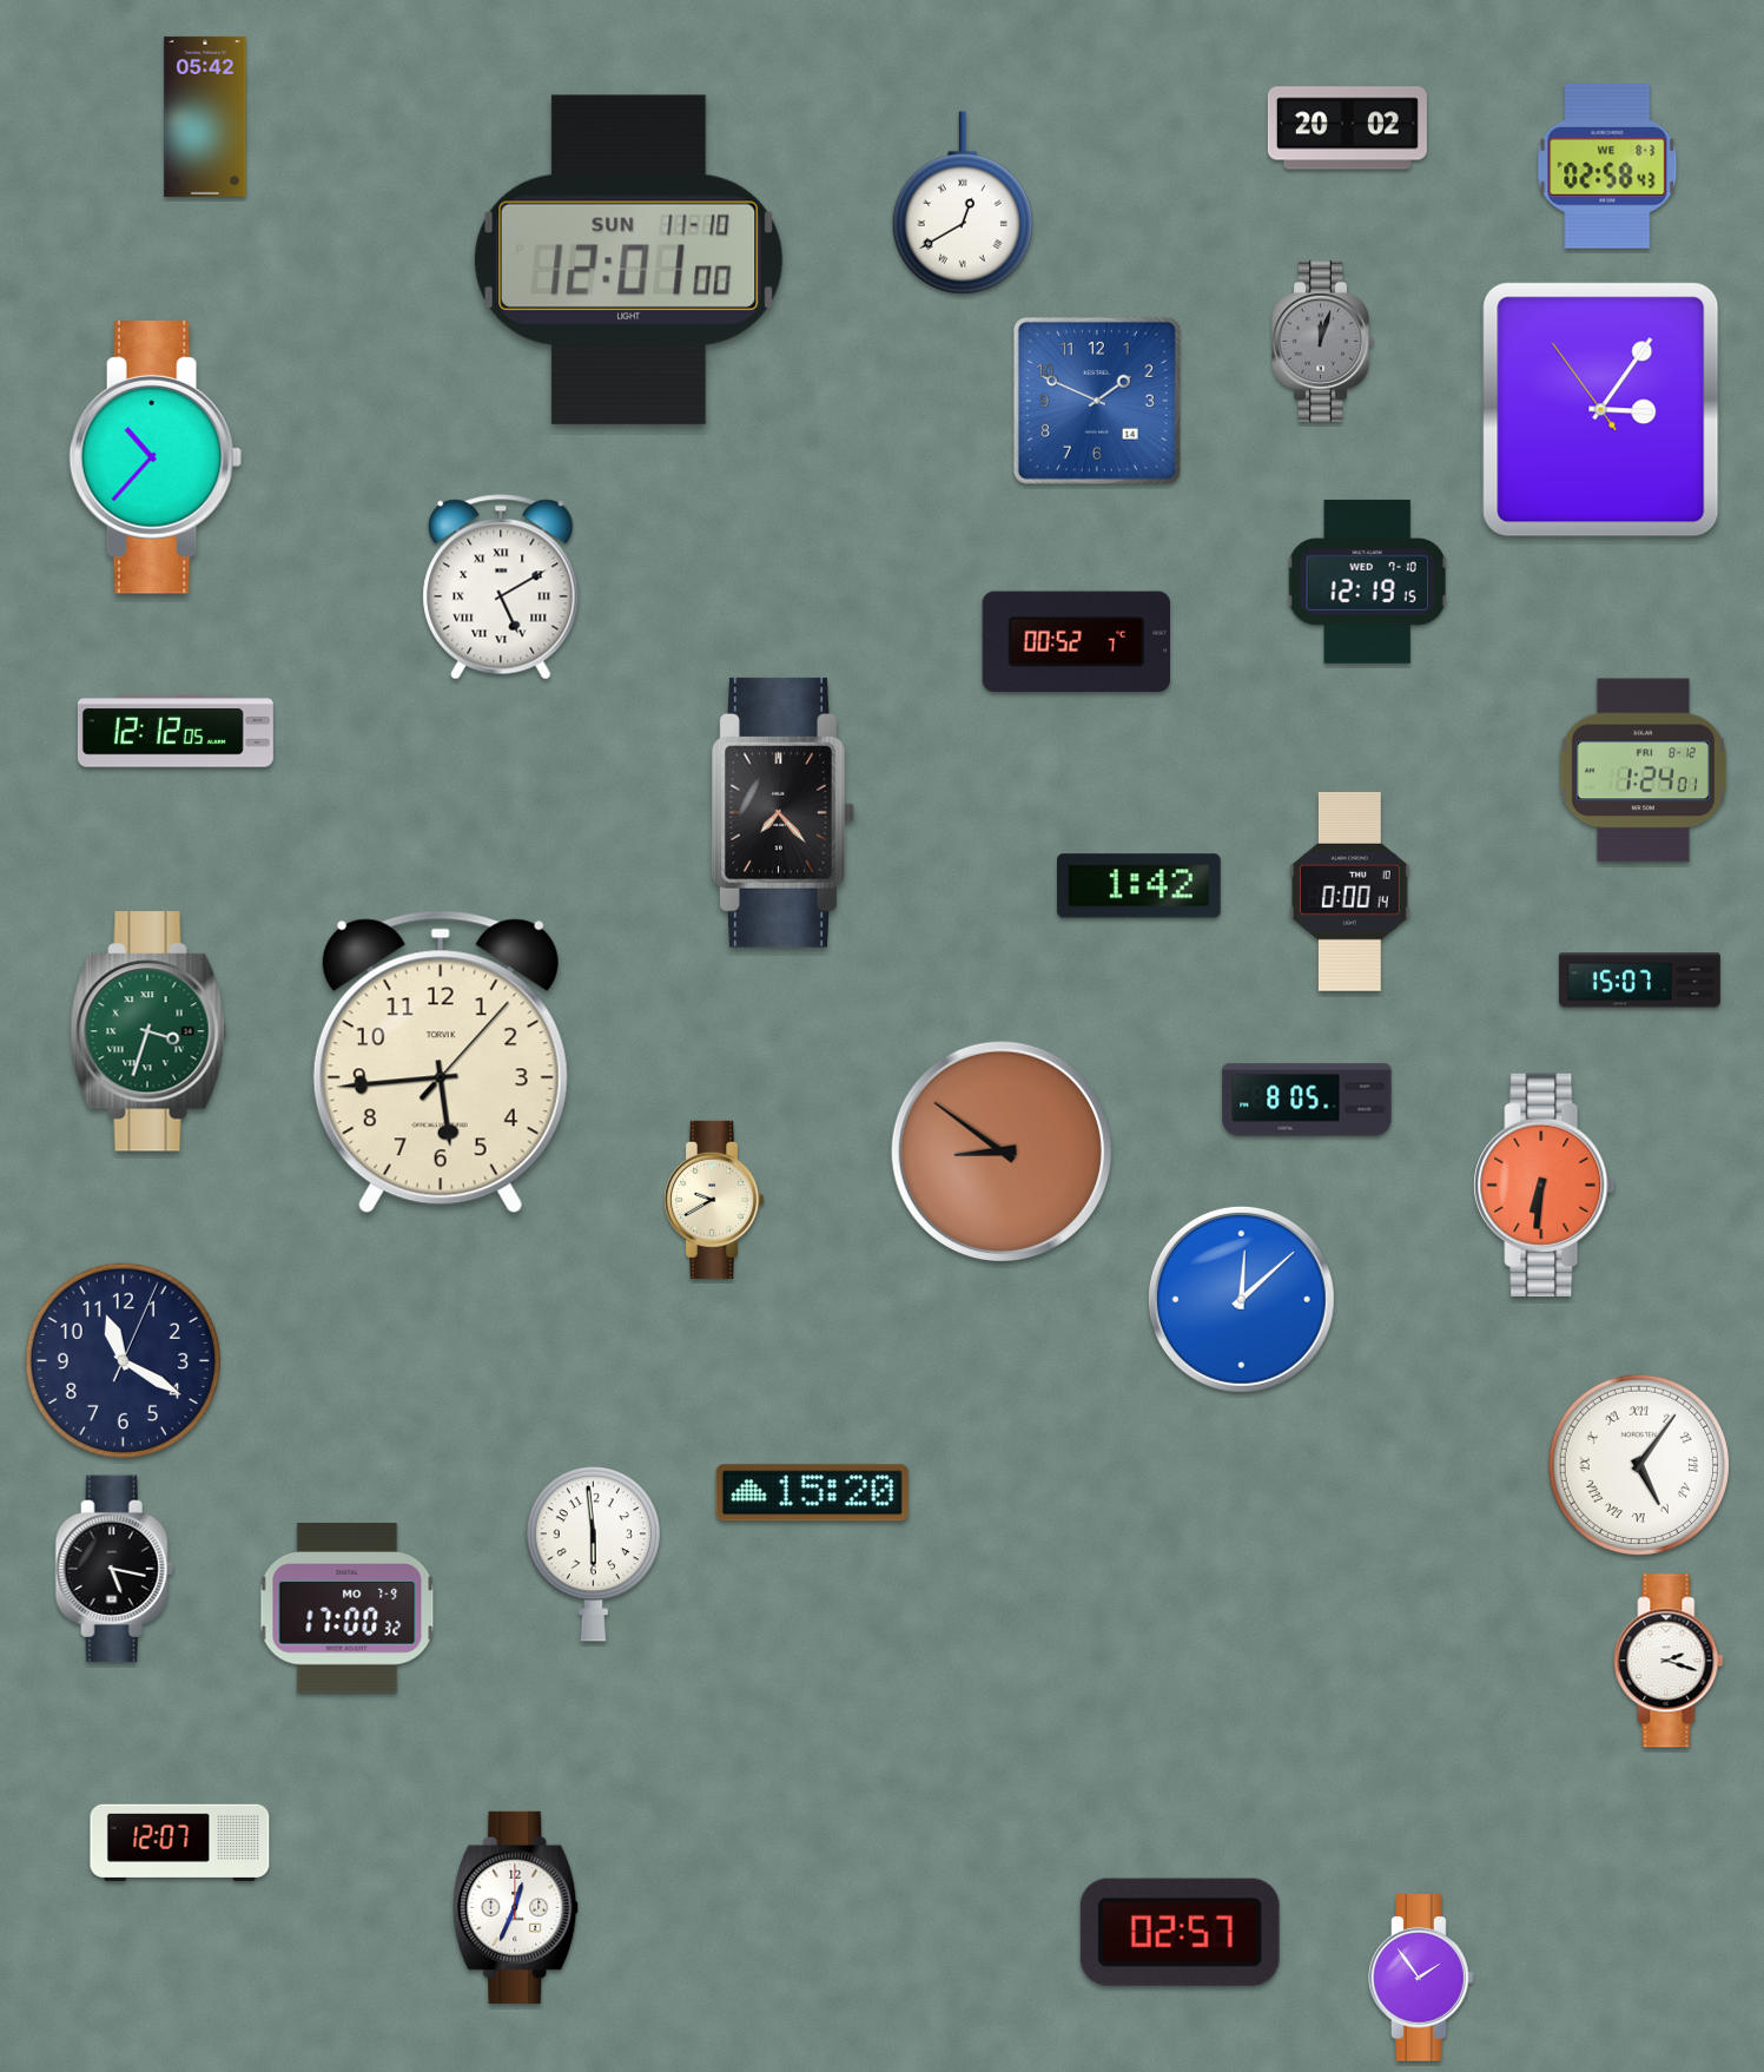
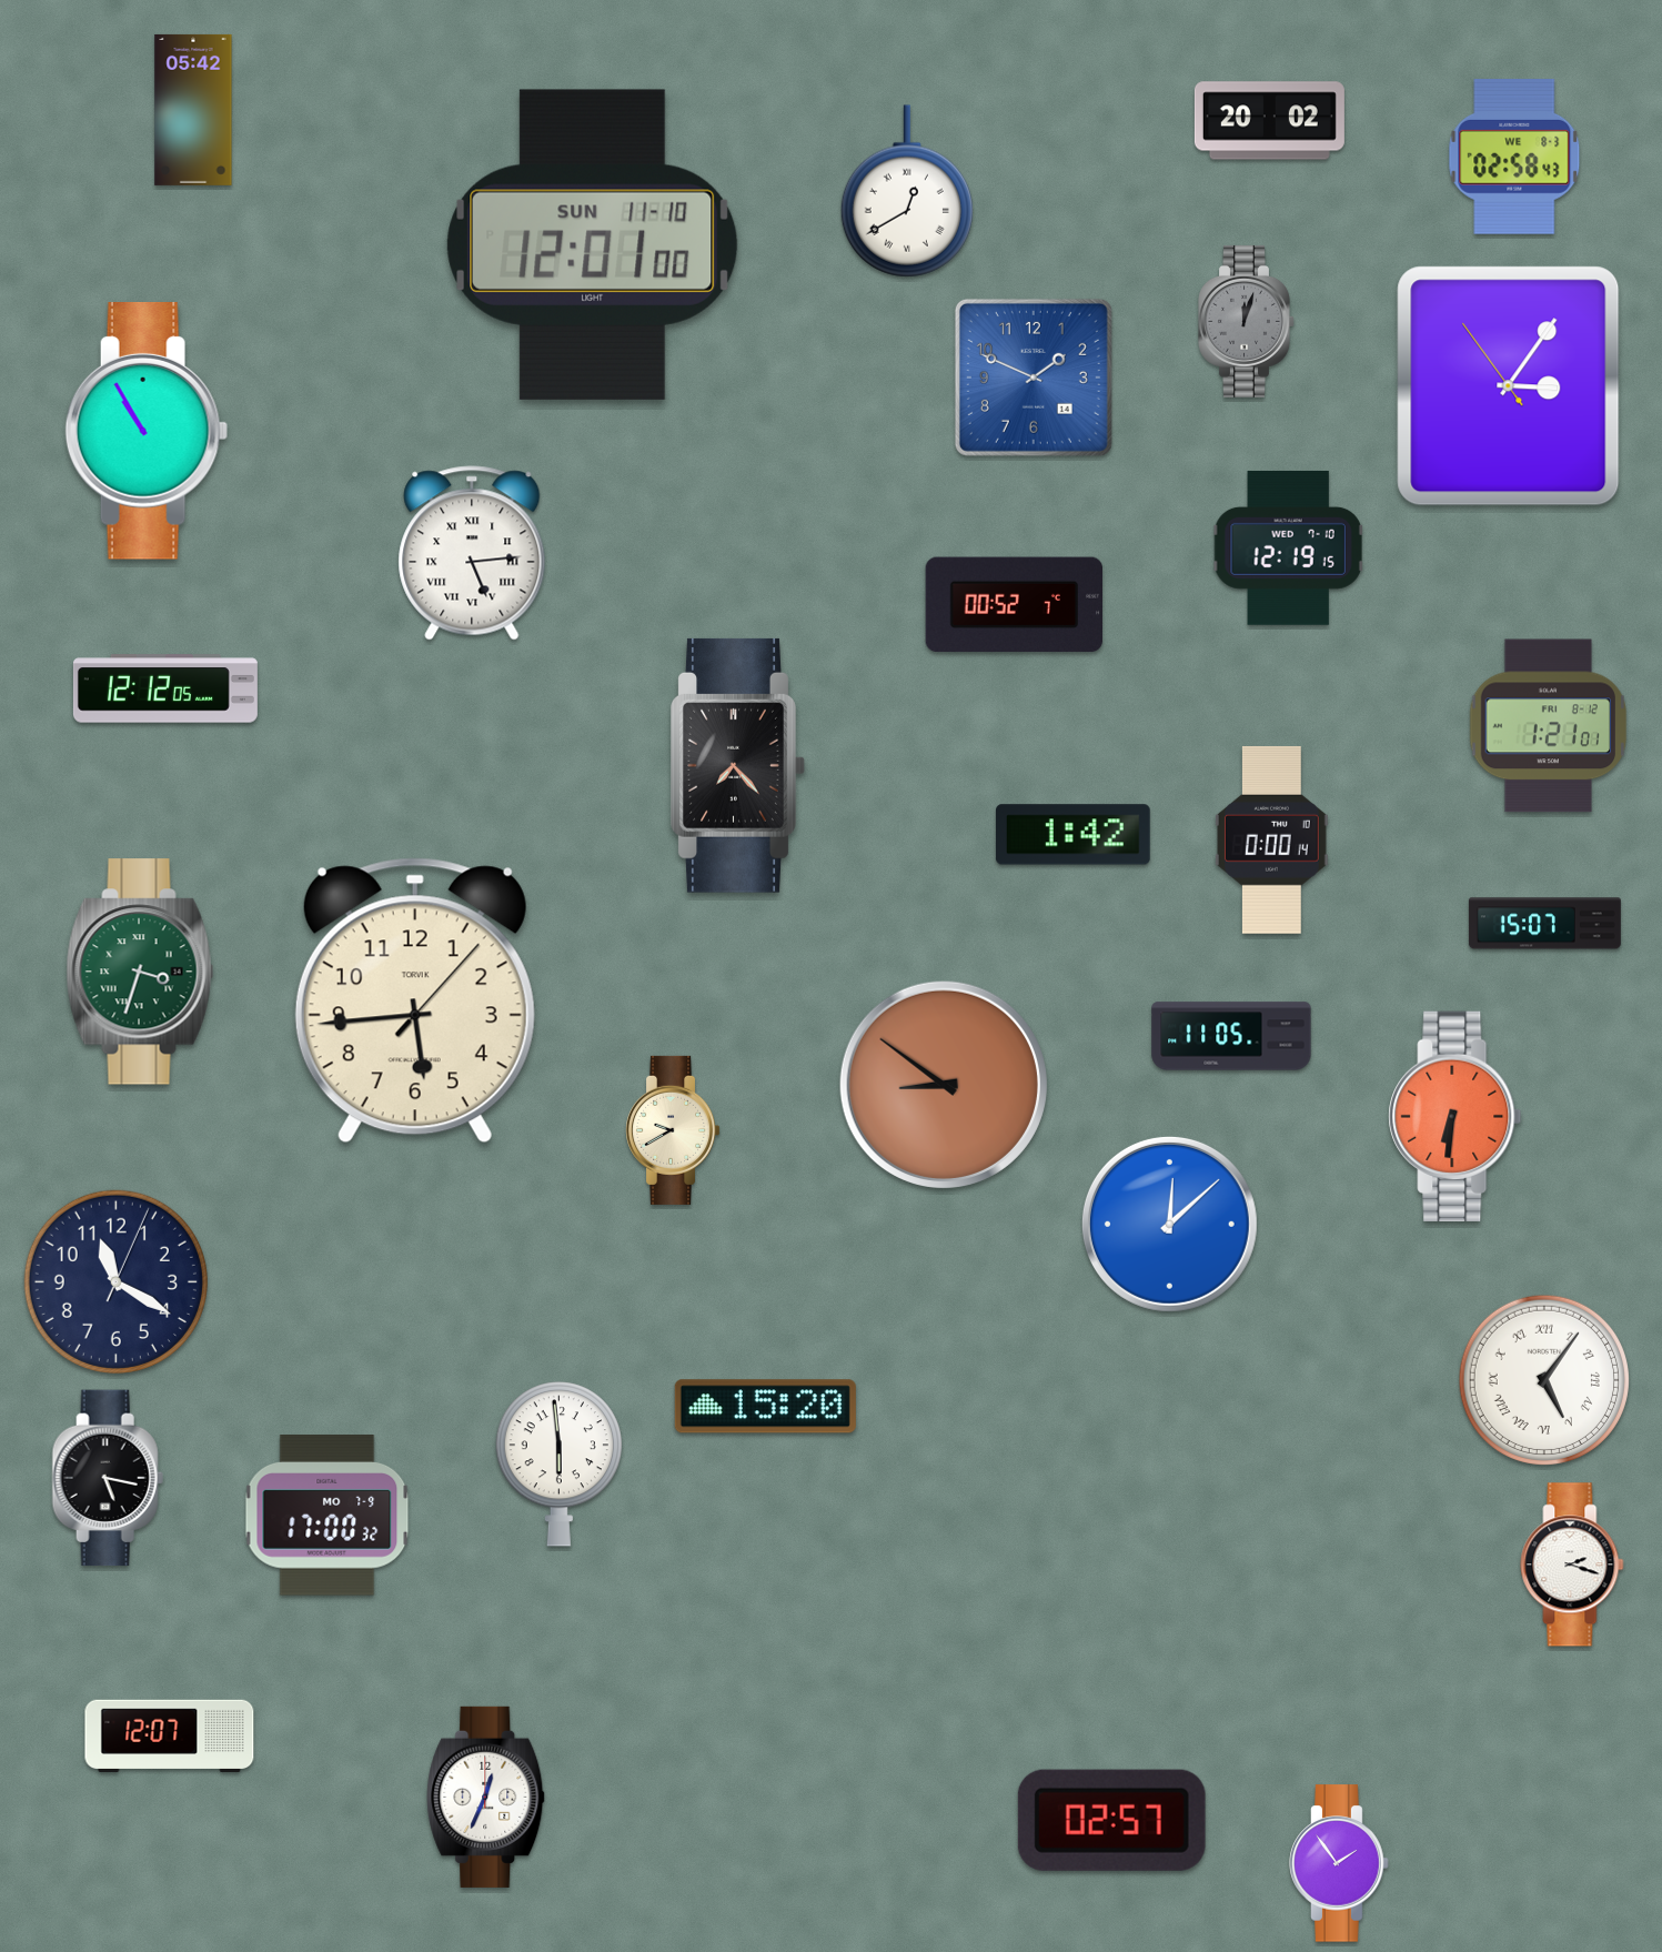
clock at (156, 458): 10:37 -> 10:55
clock at (501, 587): 5:10 -> 5:14
clock at (1643, 771): 1:24 -> 1:21
clock at (1307, 1100): 8:05 -> 11:05
